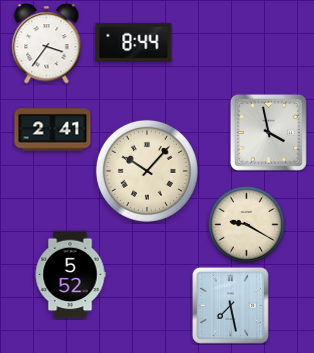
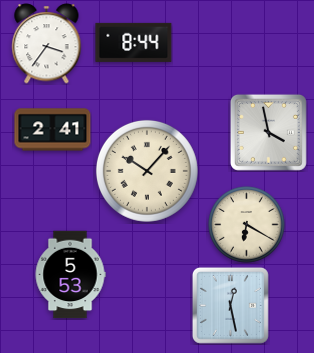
clock at (247, 225): 9:20 -> 6:20
clock at (70, 275): 5:52 -> 5:53
clock at (230, 305): 7:28 -> 12:28
